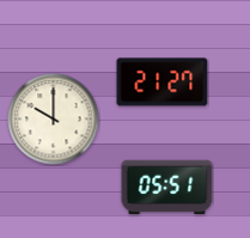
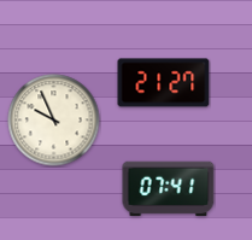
clock at (54, 120): 10:00 -> 9:56
clock at (167, 188): 05:51 -> 07:41
